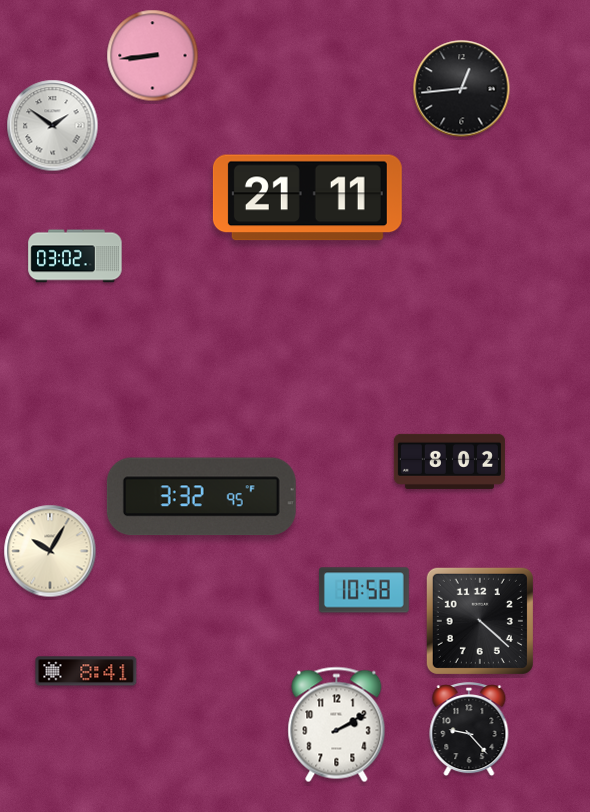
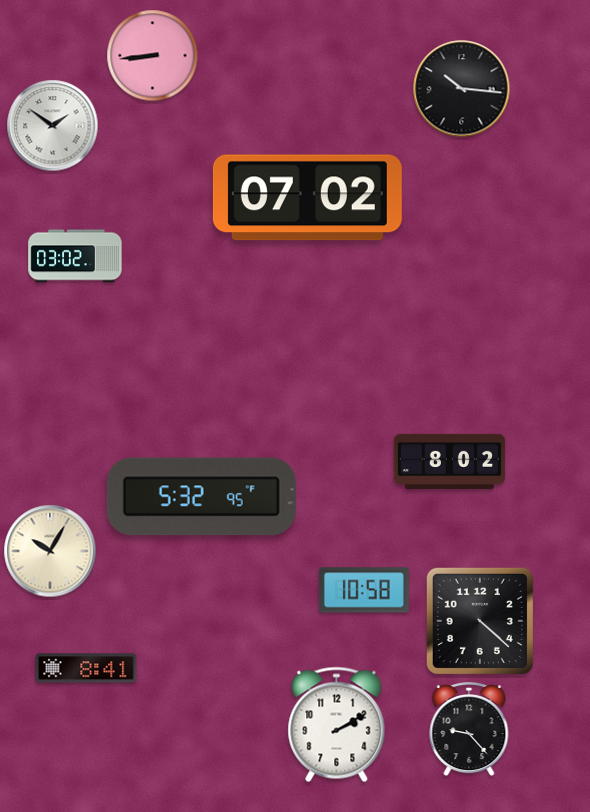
clock at (462, 89): 12:44 -> 10:16
clock at (307, 198): 21:11 -> 07:02
clock at (201, 497): 3:32 -> 5:32
clock at (86, 671) position: (86, 671) -> (86, 668)
